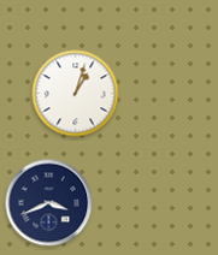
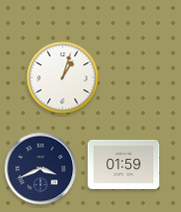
clock at (124, 165): none -> 01:59
